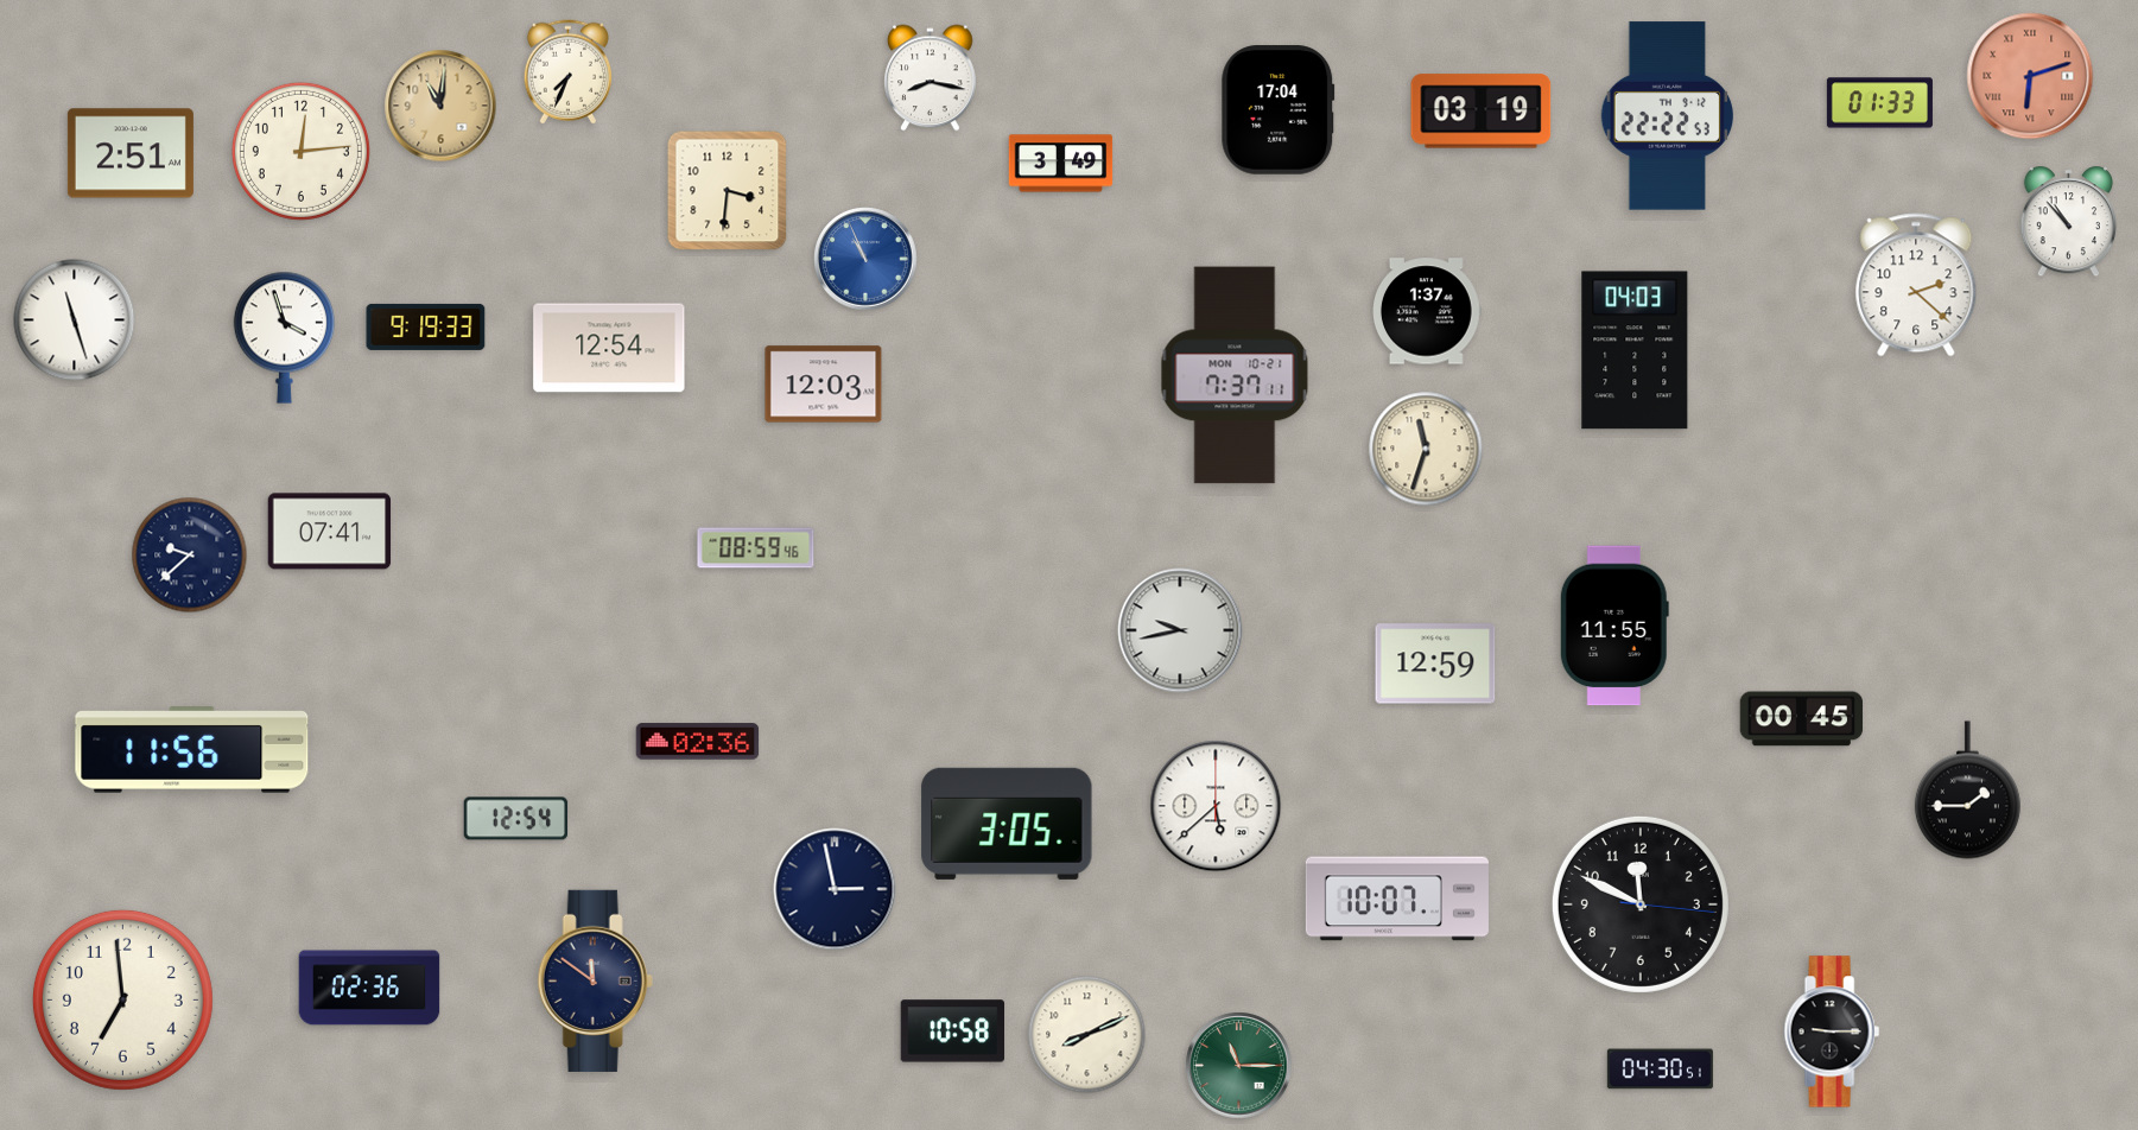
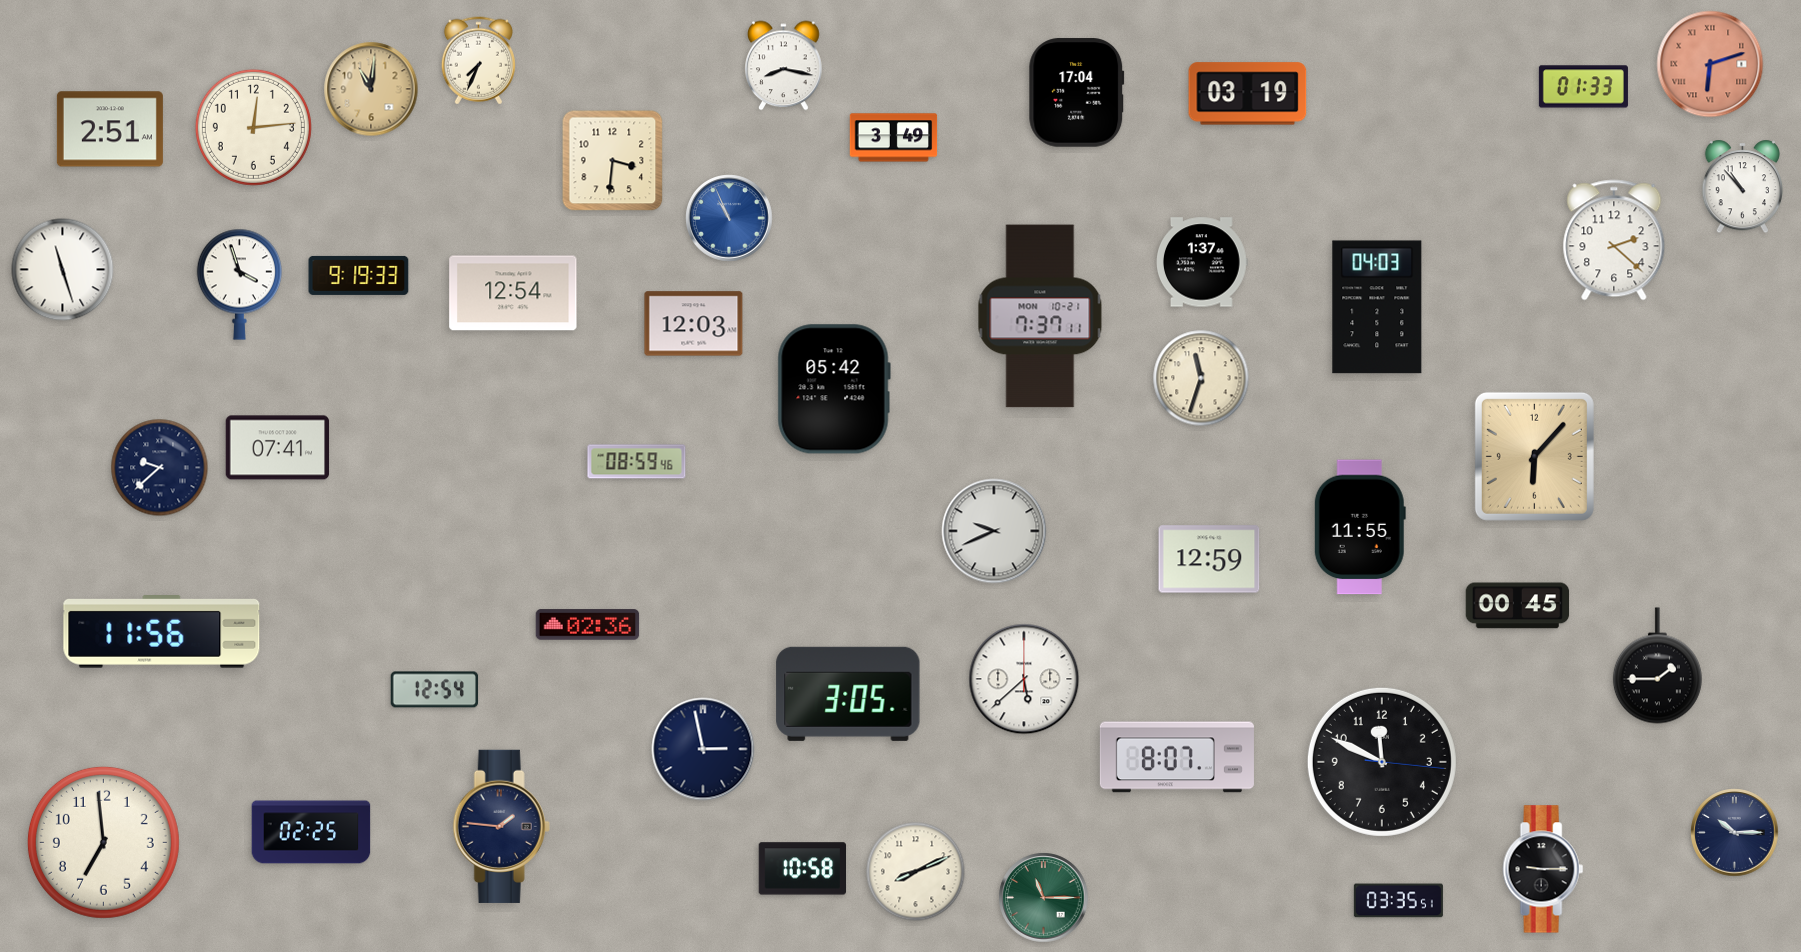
clock at (1667, 116): 22:22 -> none
clock at (1635, 350) position: (1635, 350) -> (1377, 307)
clock at (834, 389): none -> 05:42
clock at (1534, 456): none -> 6:07
clock at (1180, 630): 9:43 -> 9:41
clock at (1397, 899): 10:07 -> 8:07
clock at (595, 980): 11:51 -> 1:46
clock at (369, 988): 02:36 -> 02:25
clock at (1735, 833): none -> 10:15
clock at (1660, 1069): 04:30 -> 03:35
